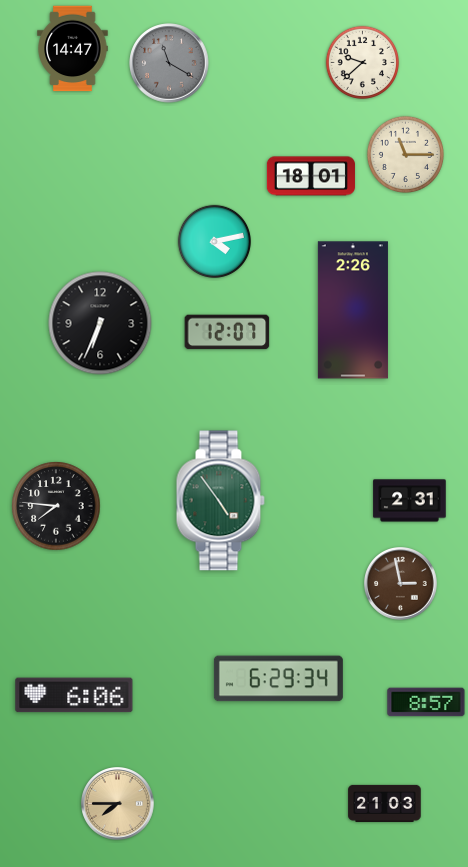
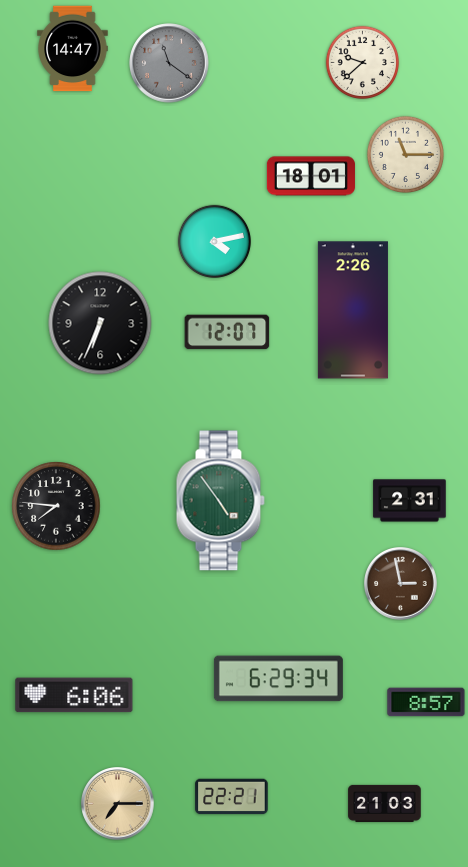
clock at (169, 63): 11:20 -> 11:21
clock at (232, 797): none -> 22:21
clock at (118, 804): 7:45 -> 7:15
